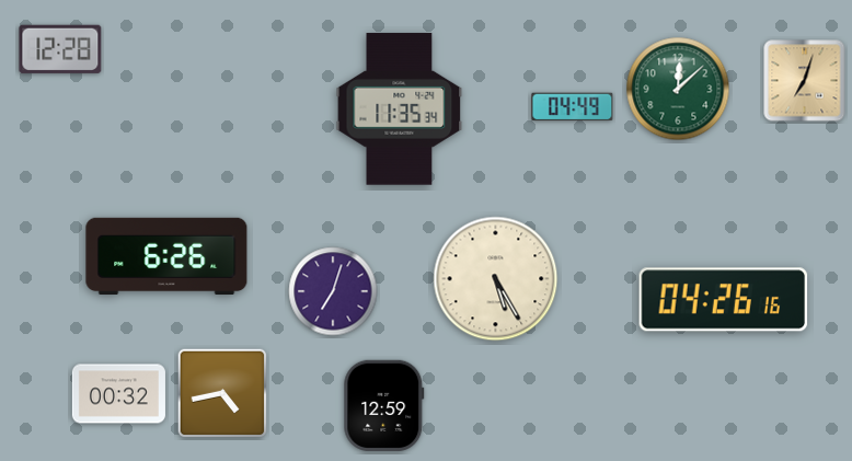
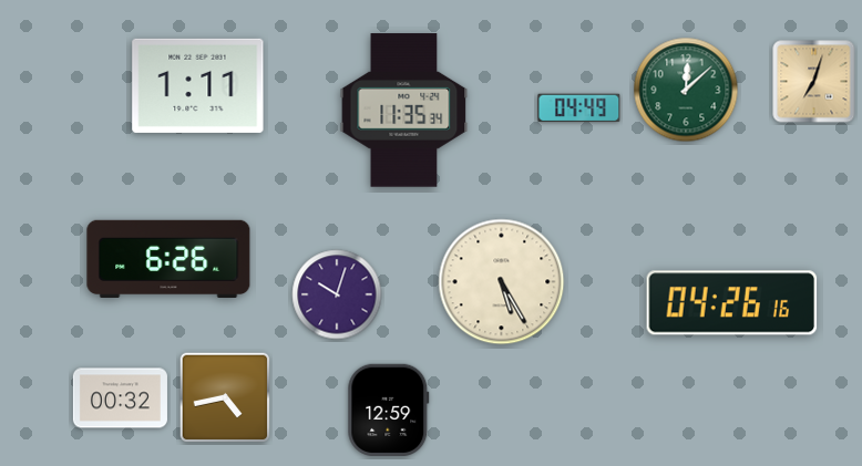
clock at (60, 49): 12:28 -> none
clock at (198, 85): none -> 1:11
clock at (333, 291): 7:03 -> 10:03
